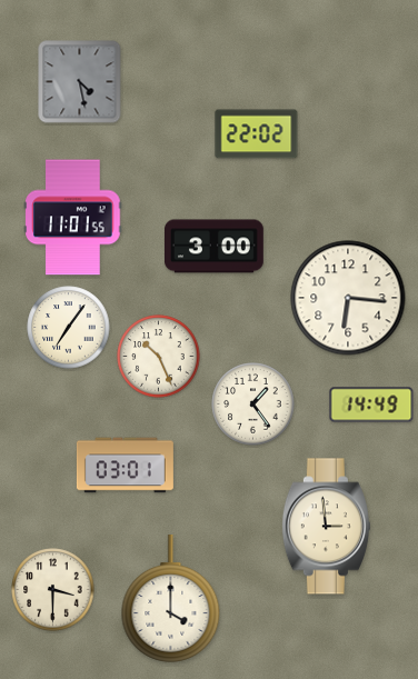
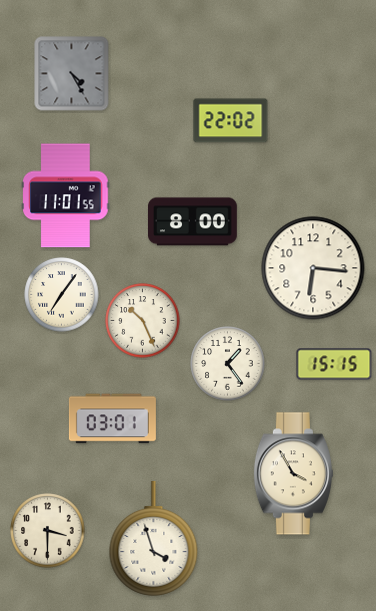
clock at (80, 82): 4:28 -> 4:25
clock at (215, 247): 3:00 -> 8:00
clock at (371, 405): 14:49 -> 15:15
clock at (326, 527): 2:59 -> 3:55
clock at (171, 599): 4:00 -> 3:57
